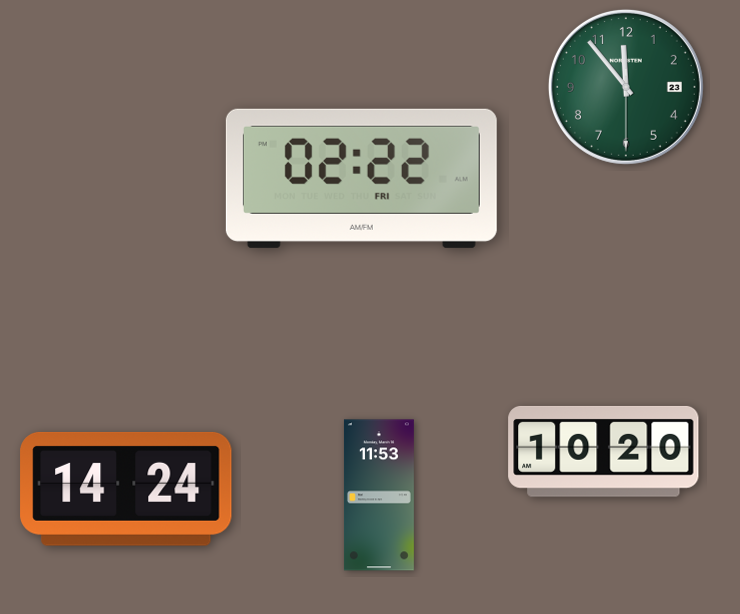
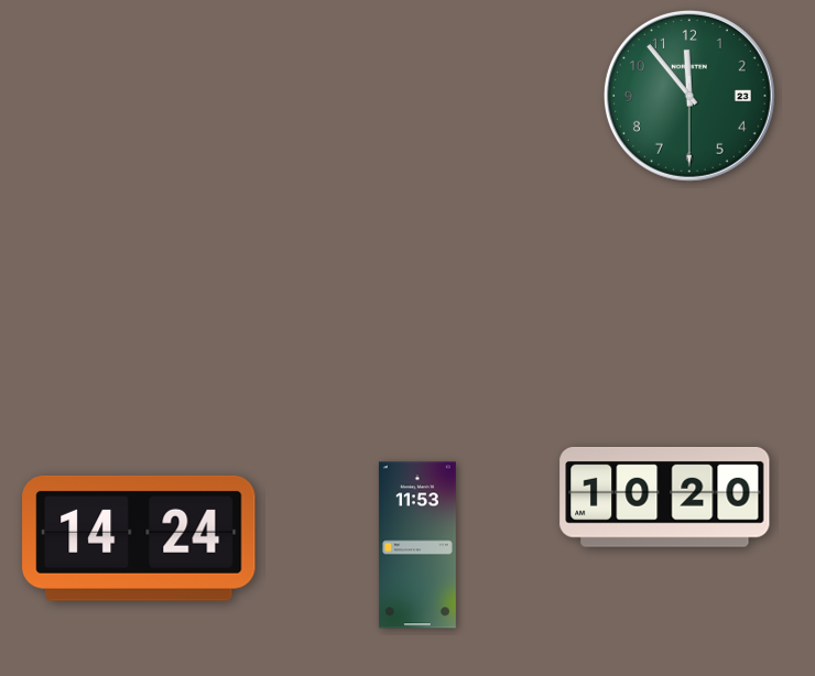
clock at (361, 178): 02:22 -> none
